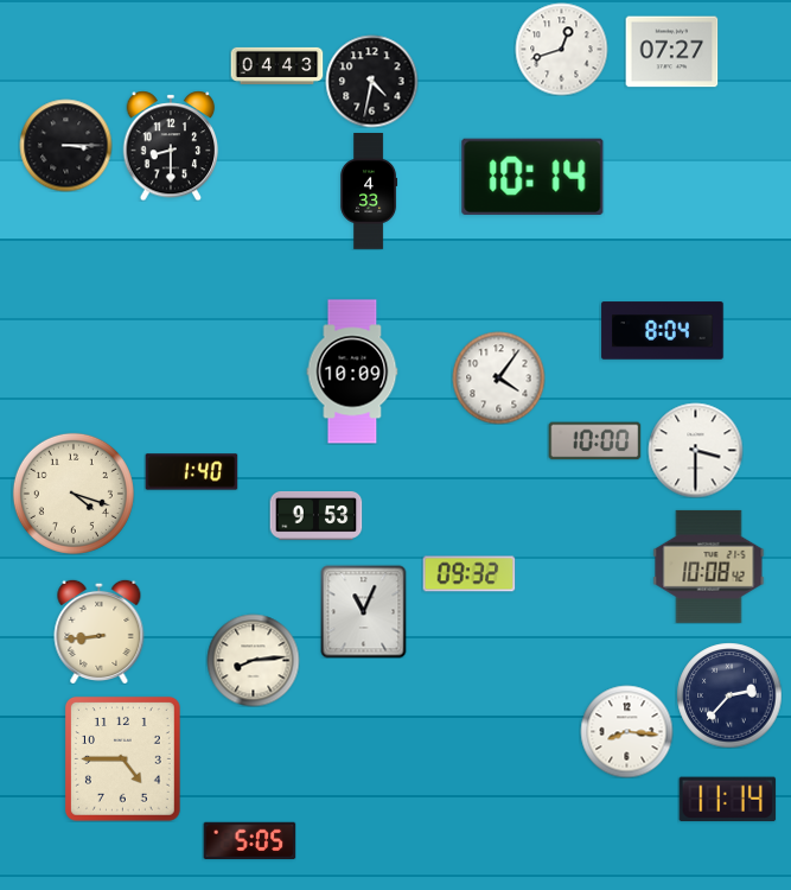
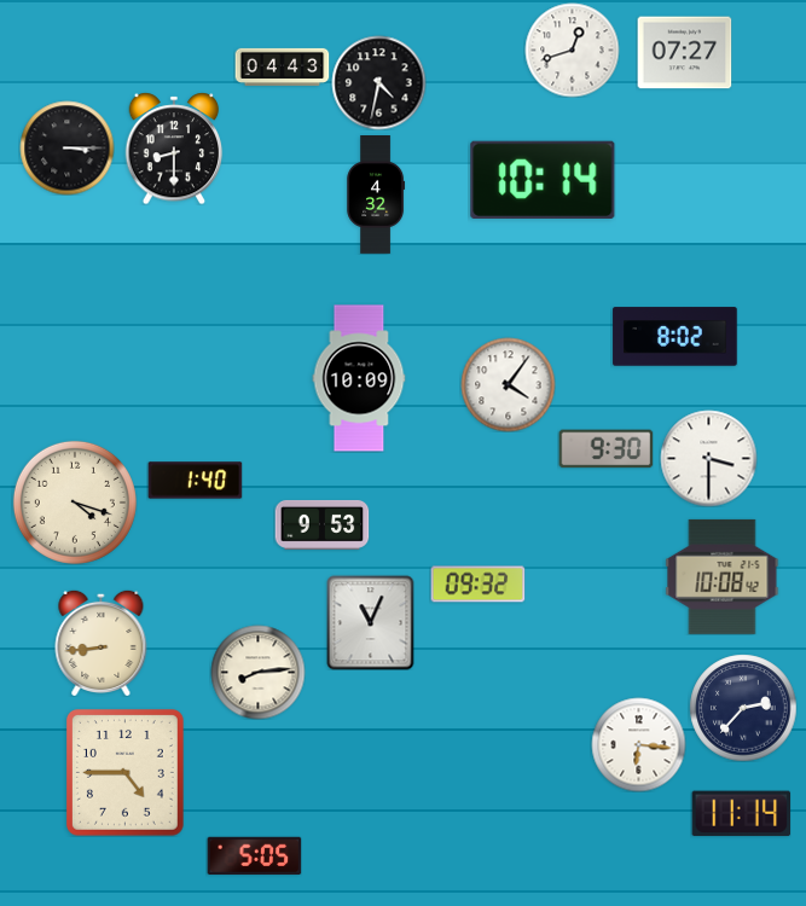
clock at (369, 192): 4:33 -> 4:32
clock at (663, 331): 8:04 -> 8:02
clock at (594, 441): 10:00 -> 9:30
clock at (626, 731): 8:16 -> 6:16
